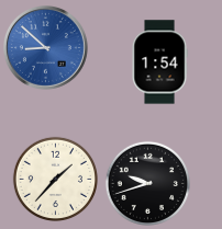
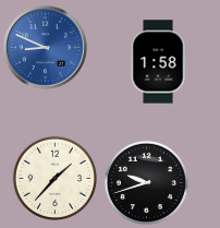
clock at (45, 47): 8:52 -> 8:49
clock at (159, 62): 1:54 -> 1:58
